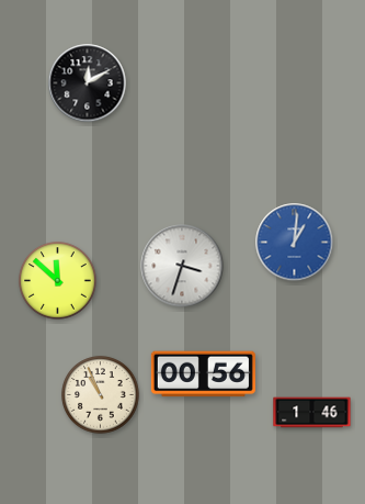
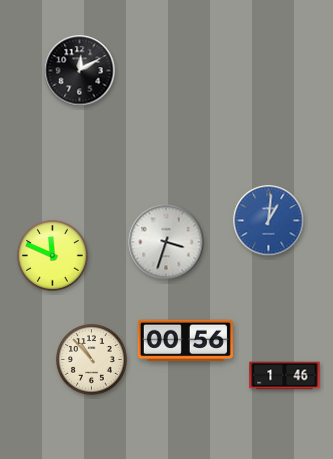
clock at (88, 83) position: (88, 83) -> (80, 71)
clock at (58, 281): 11:52 -> 11:49
clock at (101, 395): 10:56 -> 10:53
